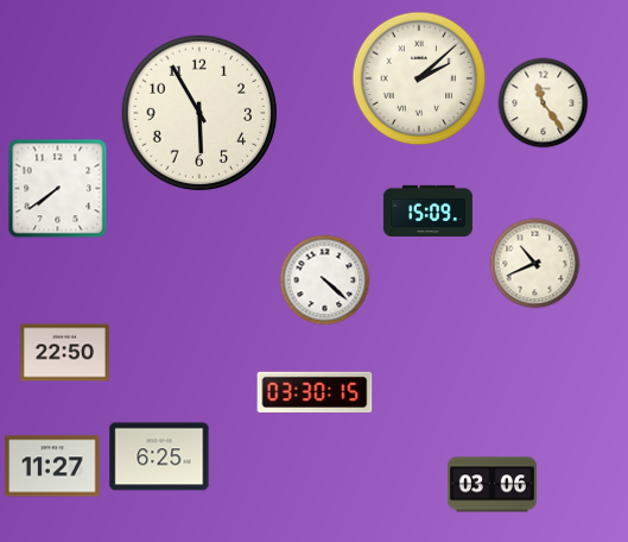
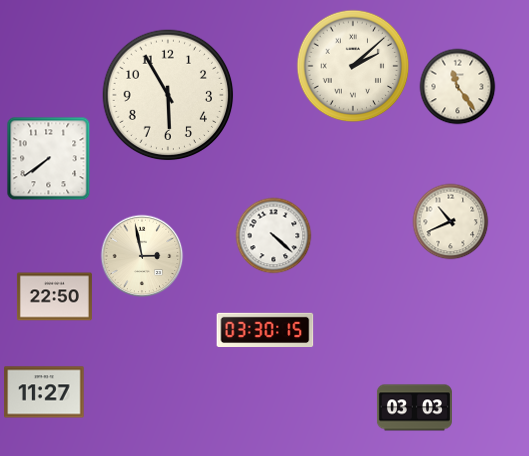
clock at (427, 210): 15:09 -> none
clock at (142, 256): none -> 2:58
clock at (159, 456): 6:25 -> none
clock at (491, 485): 03:06 -> 03:03
